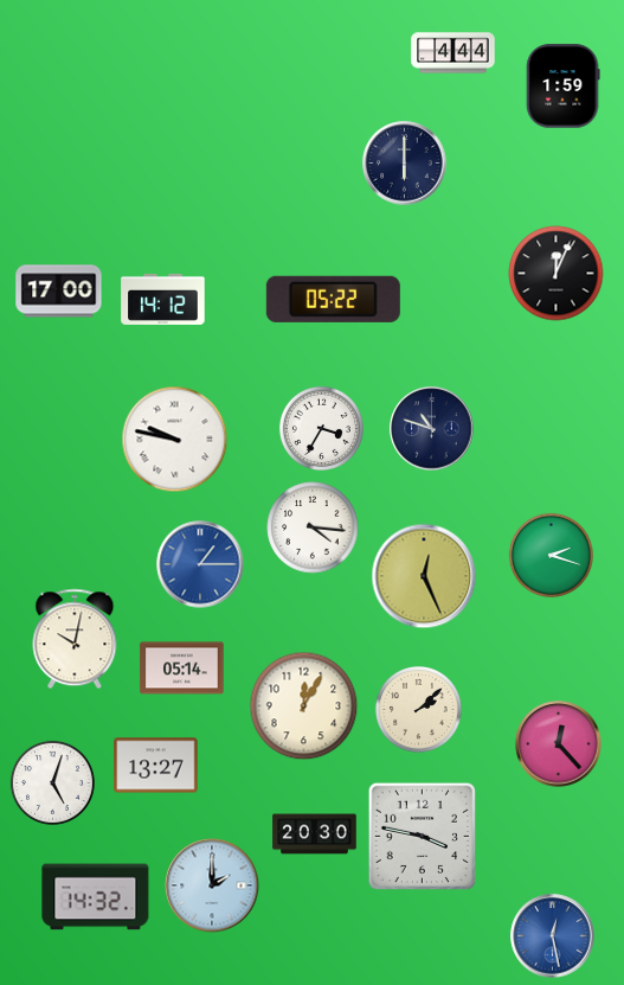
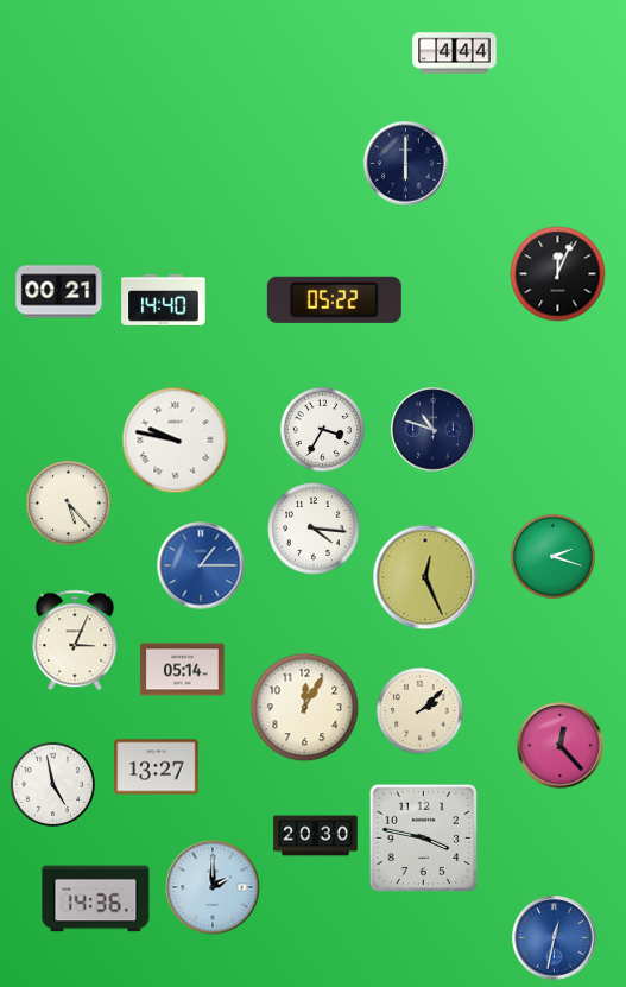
clock at (562, 87): 1:59 -> none
clock at (59, 292): 17:00 -> 00:21
clock at (163, 299): 14:12 -> 14:40
clock at (68, 502): none -> 5:23
clock at (75, 639): 10:02 -> 3:04
clock at (52, 782): 5:03 -> 4:58
clock at (96, 897): 14:32 -> 14:36
clock at (553, 936): 12:28 -> 12:32
